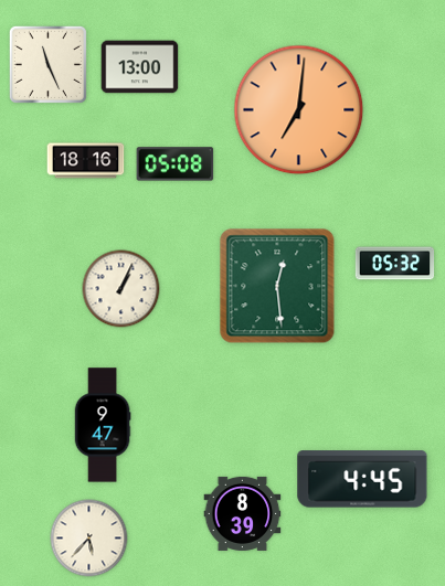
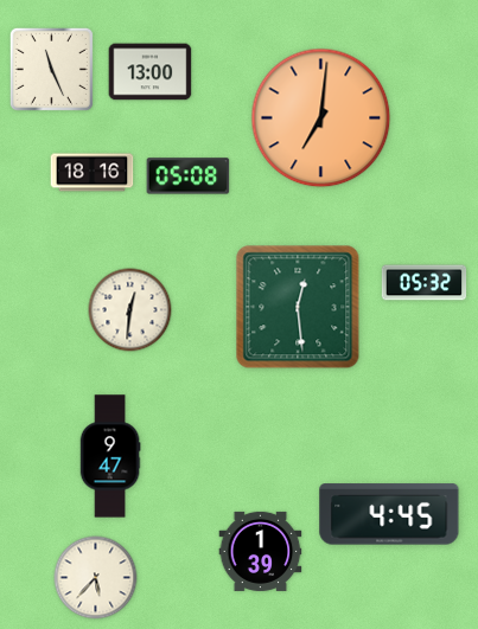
clock at (121, 289): 1:04 -> 12:31
clock at (243, 513): 8:39 -> 1:39
